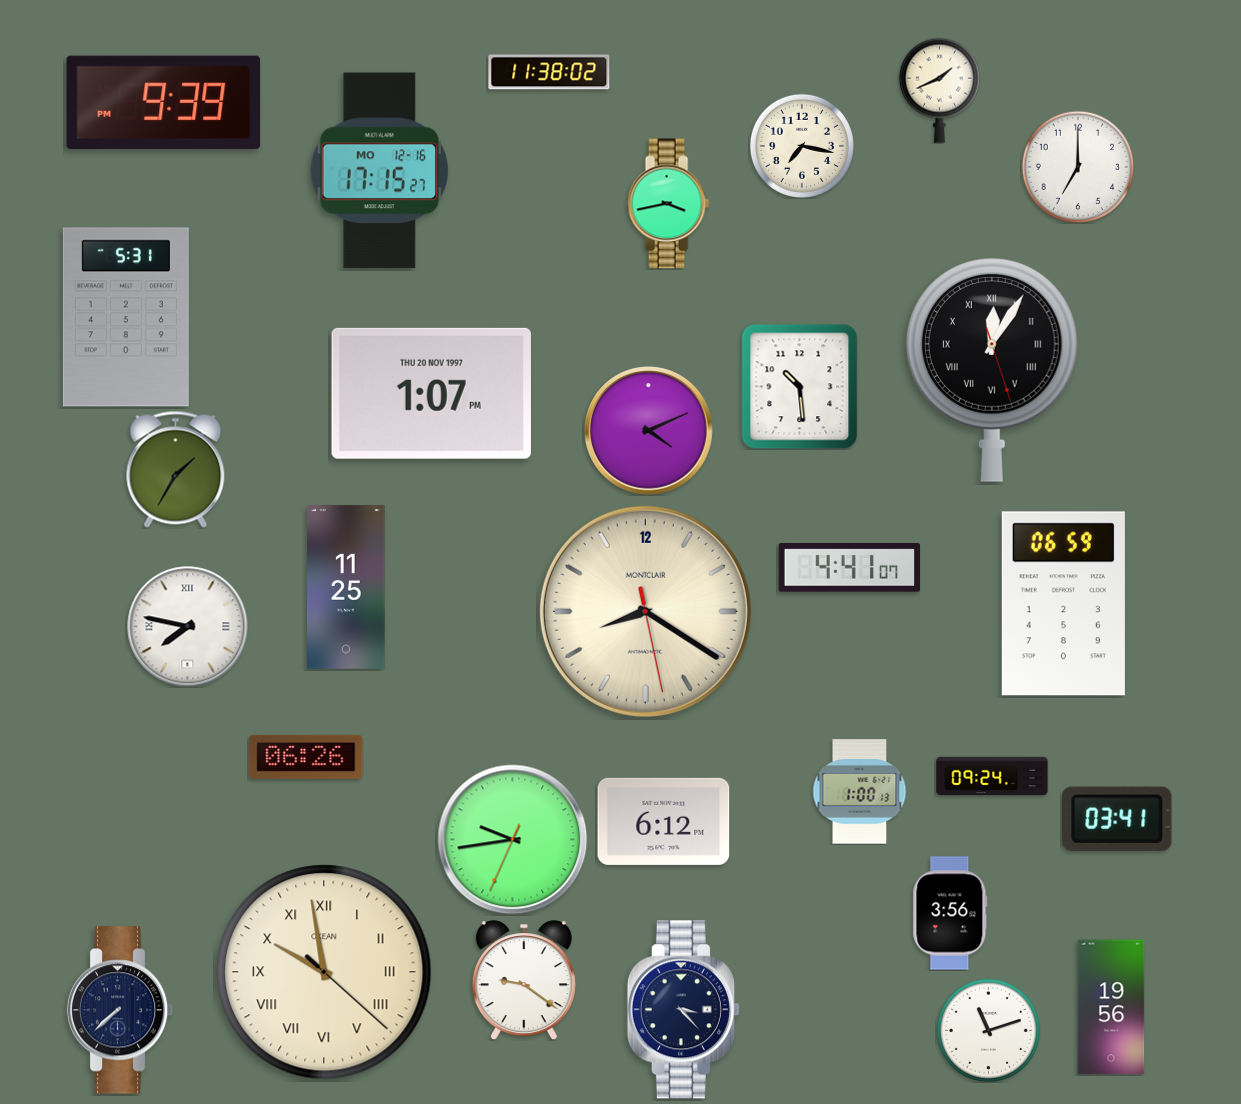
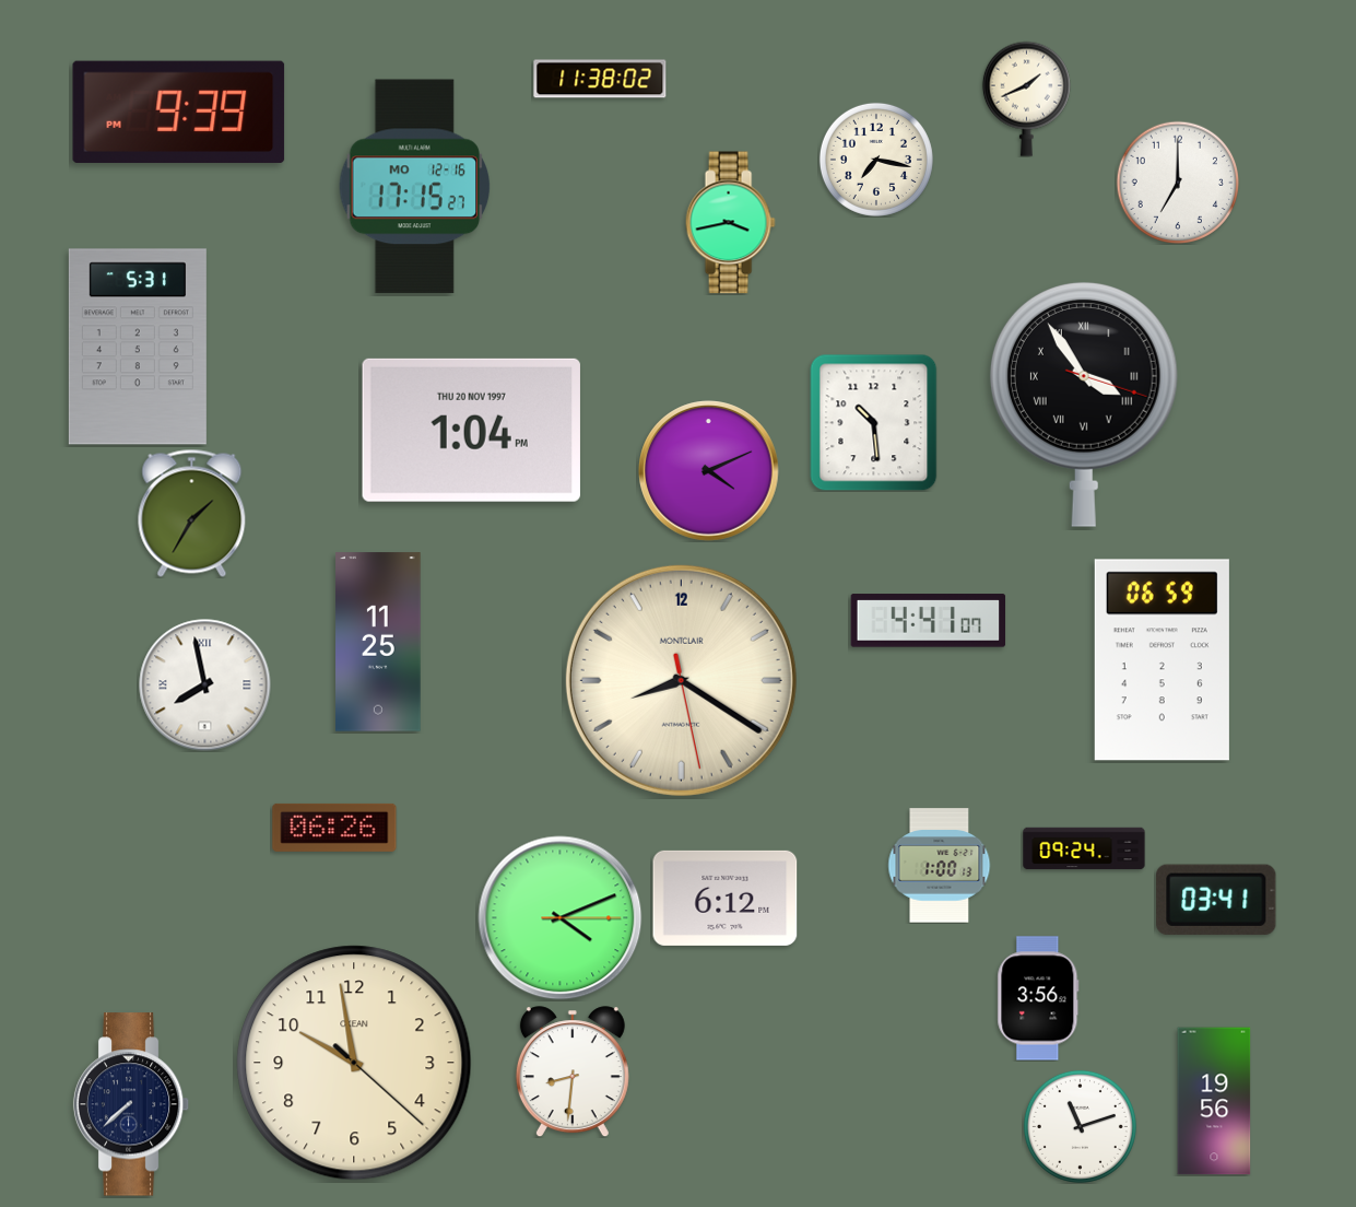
clock at (992, 370): 12:05 -> 3:54
clock at (431, 393): 1:07 -> 1:04
clock at (645, 611) position: (645, 611) -> (681, 680)
clock at (188, 627): 7:47 -> 7:58
clock at (1117, 819) position: (1117, 819) -> (1216, 900)
clock at (513, 840): 9:43 -> 4:11
clock at (324, 972) numerals: Roman -> Arabic
clock at (524, 980): 9:21 -> 8:31
clock at (683, 1010): 3:23 -> none
